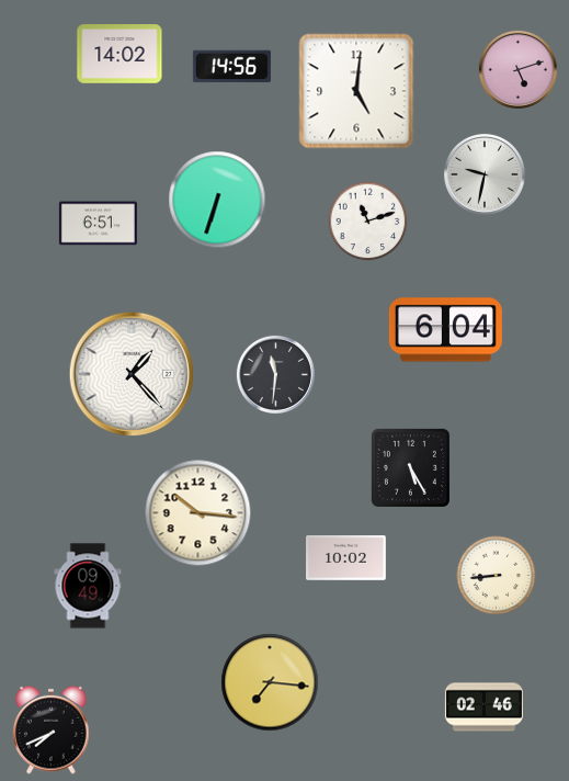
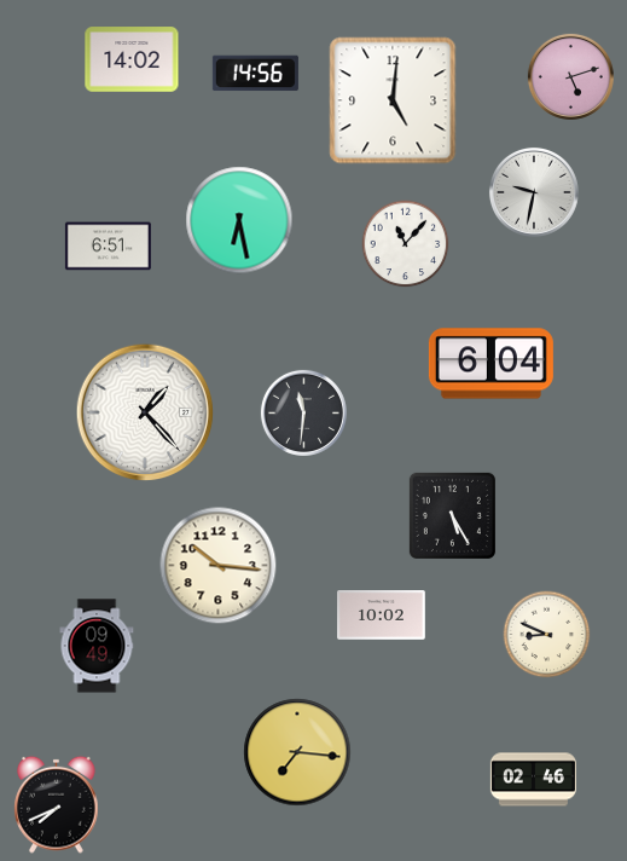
clock at (217, 200): 6:33 -> 6:28
clock at (368, 222): 11:12 -> 11:07
clock at (497, 576): 8:44 -> 8:49
